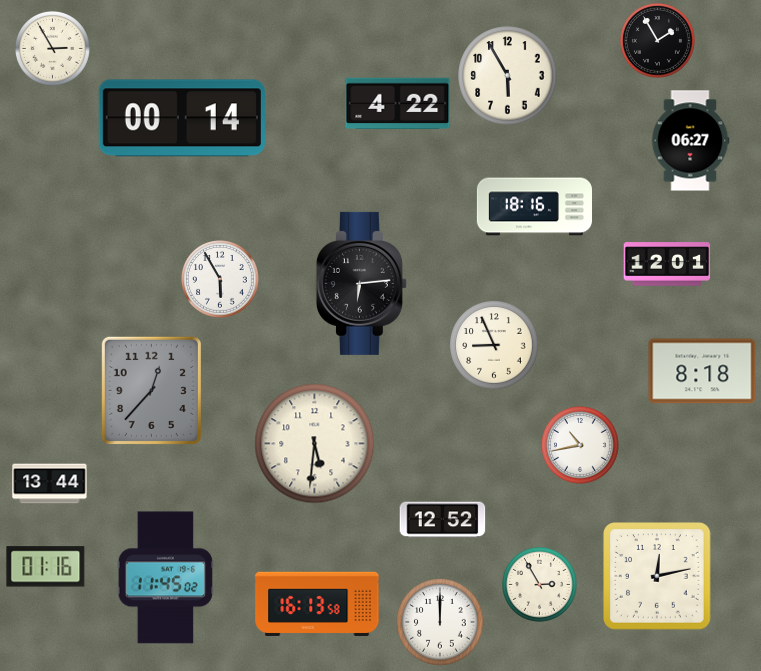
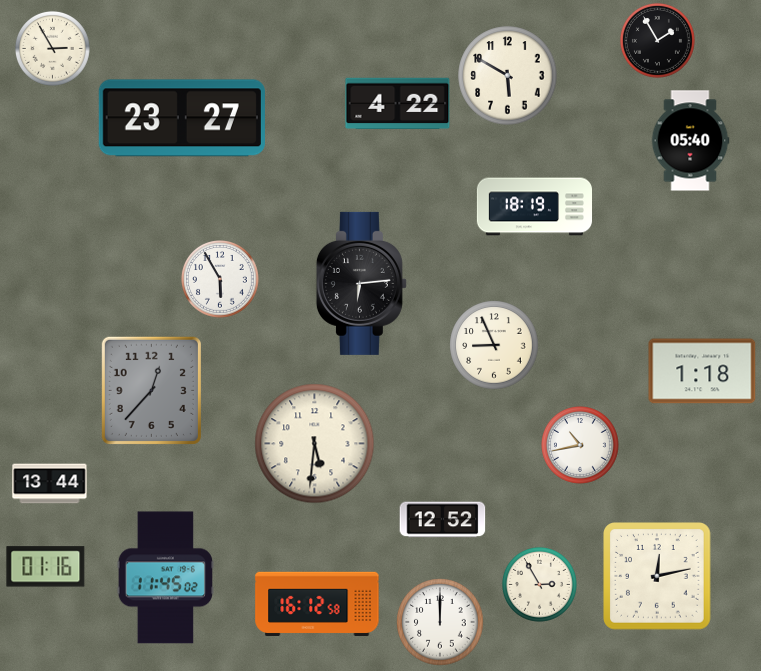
clock at (508, 76): 5:55 -> 5:50
clock at (182, 118): 00:14 -> 23:27
clock at (690, 141): 06:27 -> 05:40
clock at (534, 207): 18:16 -> 18:19
clock at (667, 264): 12:01 -> none
clock at (702, 371): 8:18 -> 1:18
clock at (317, 604): 16:13 -> 16:12
